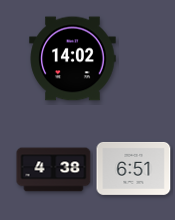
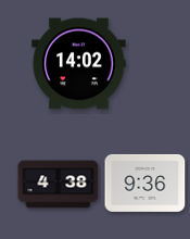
clock at (134, 168): 6:51 -> 9:36
